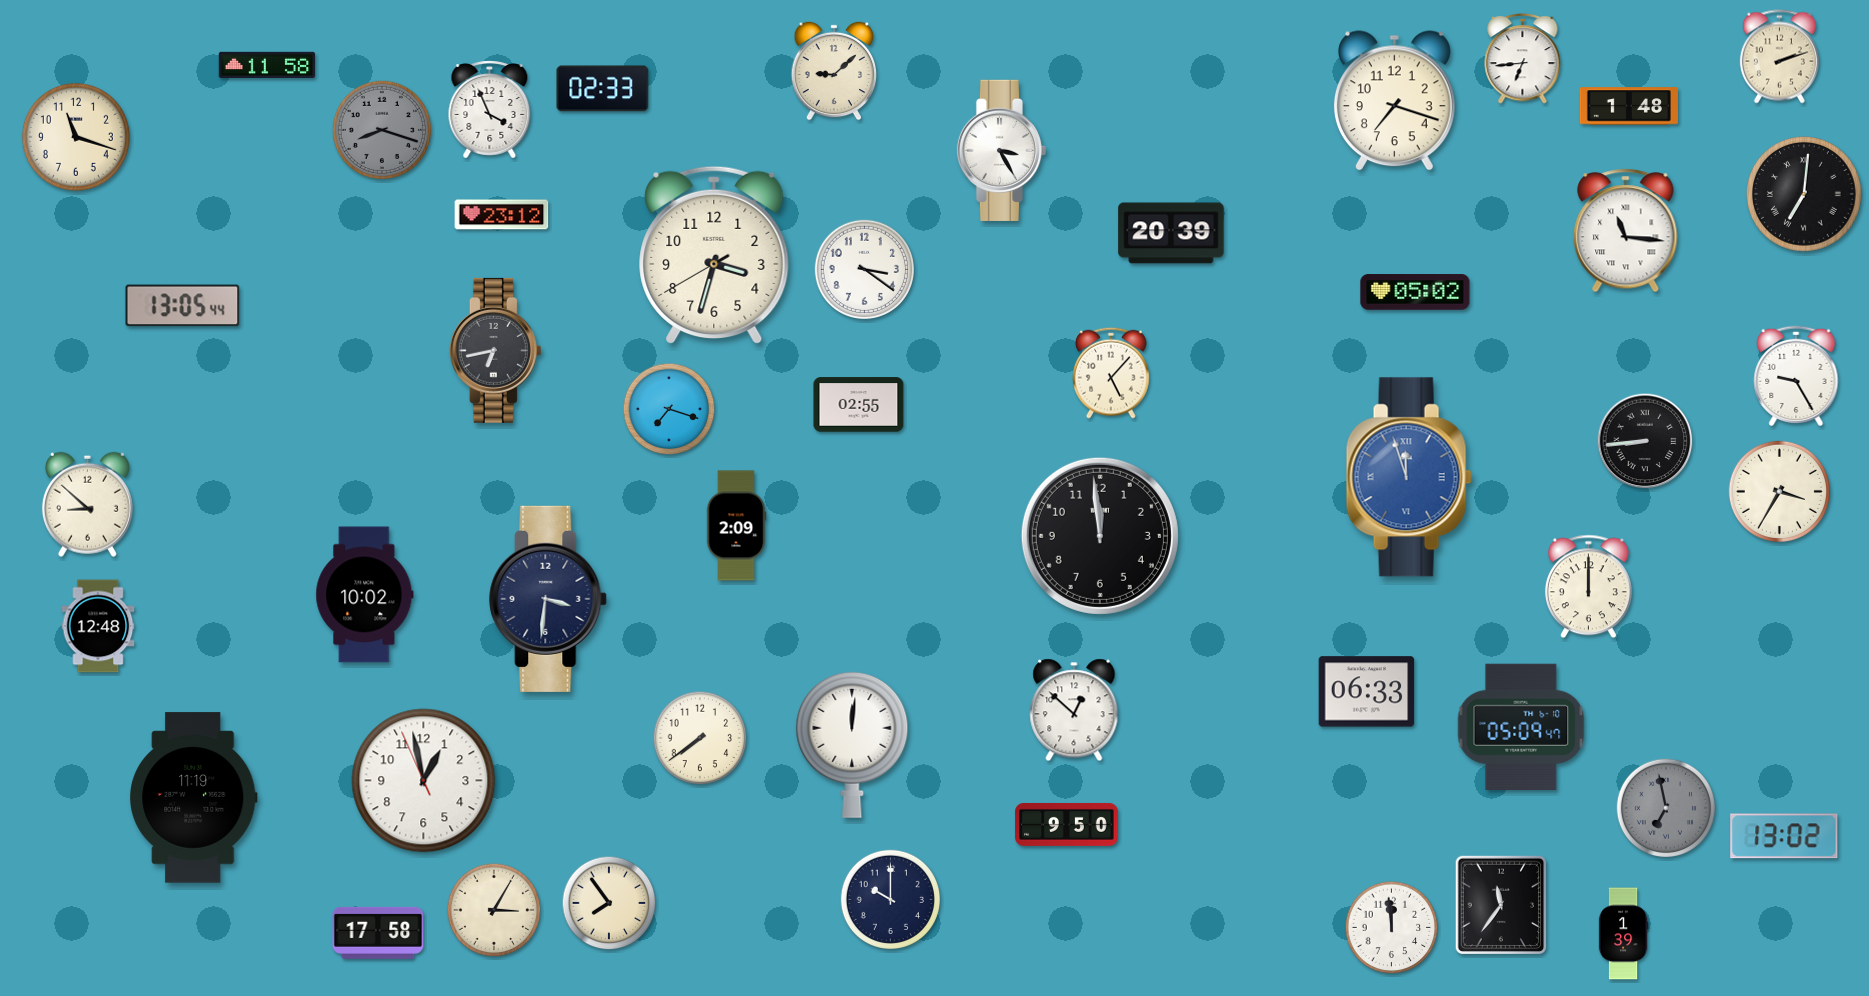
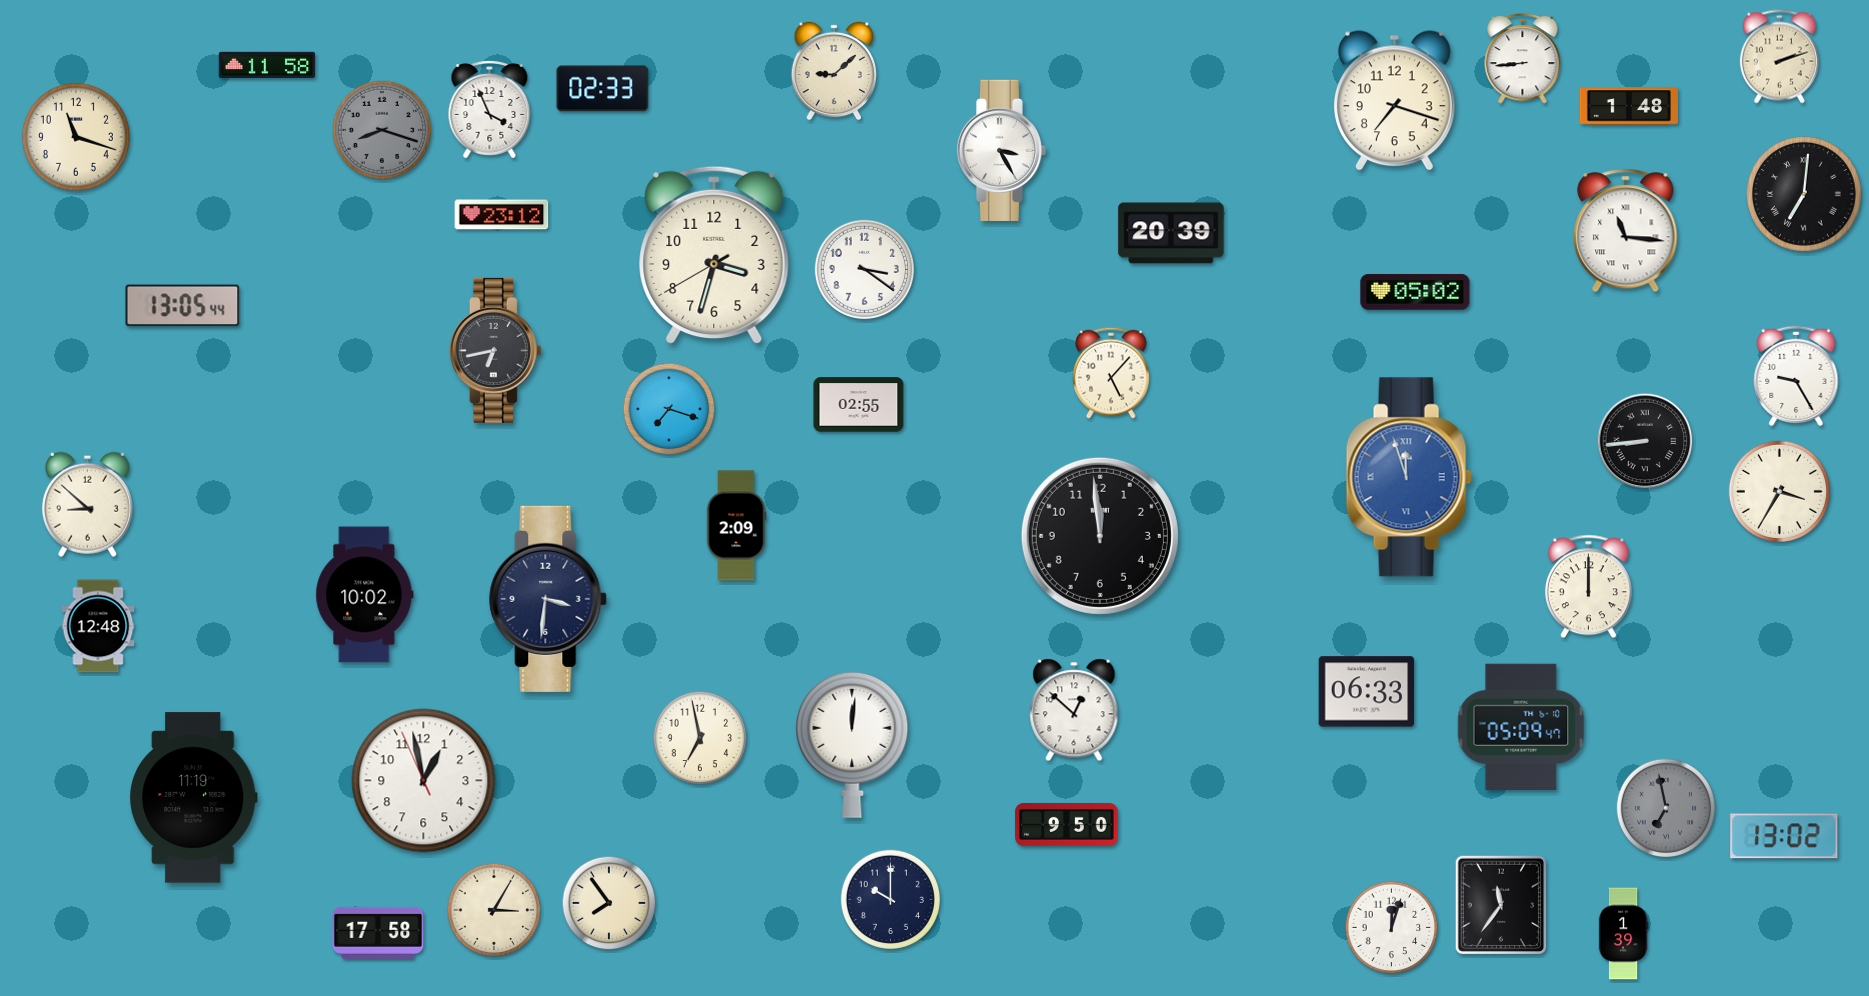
clock at (1523, 58): 6:44 -> 8:44
clock at (700, 738): 7:39 -> 6:58
clock at (1392, 928): 11:59 -> 12:03
